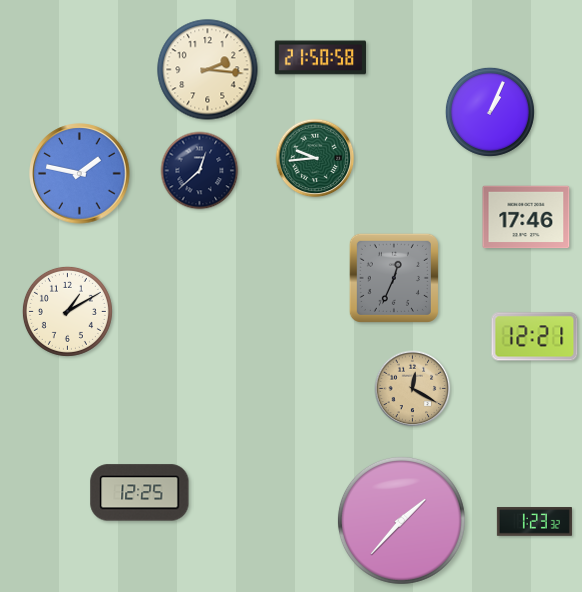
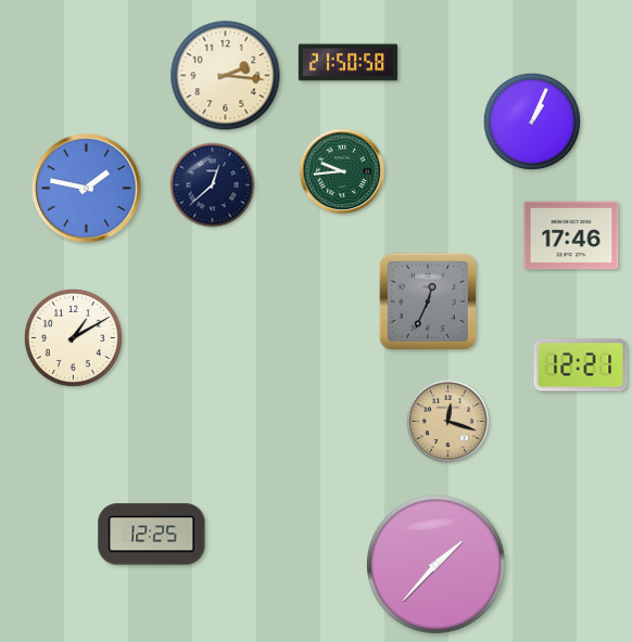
clock at (200, 171) position: (200, 171) -> (213, 185)
clock at (413, 389): 12:20 -> 12:18
clock at (534, 522): 1:23 -> none
